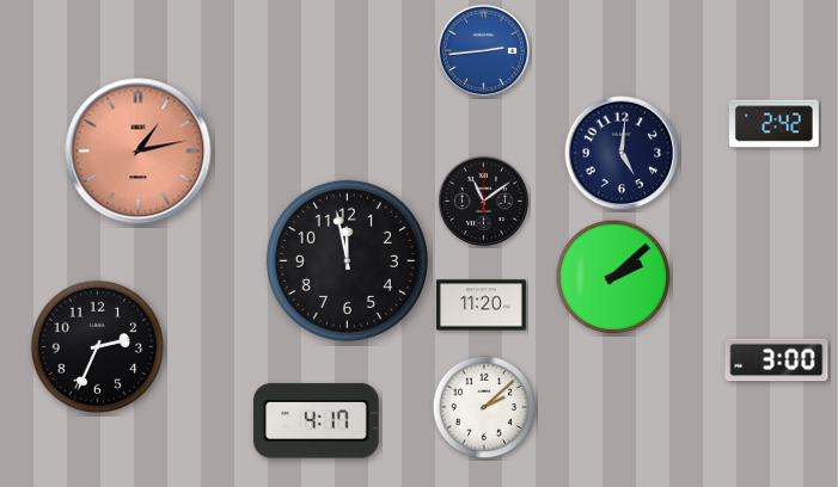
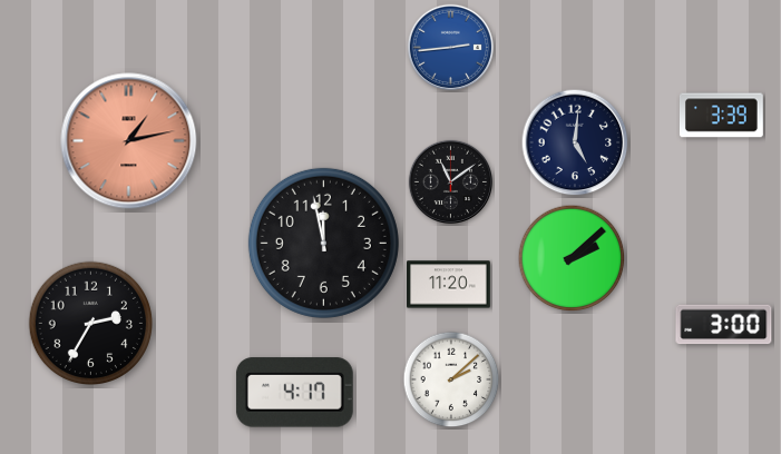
clock at (773, 124): 2:42 -> 3:39
clock at (622, 153) position: (622, 153) -> (575, 142)
clock at (483, 201) position: (483, 201) -> (450, 181)
clock at (97, 346): 2:34 -> 2:35
clock at (777, 360) position: (777, 360) -> (724, 325)
